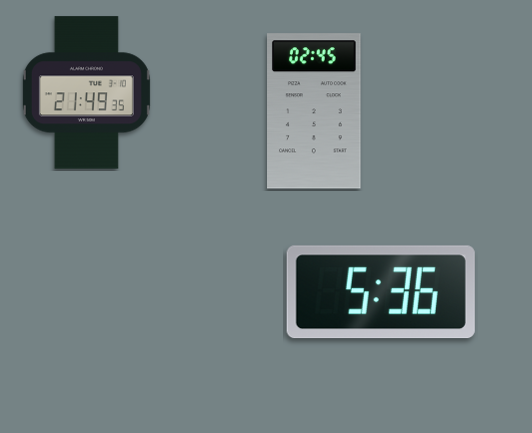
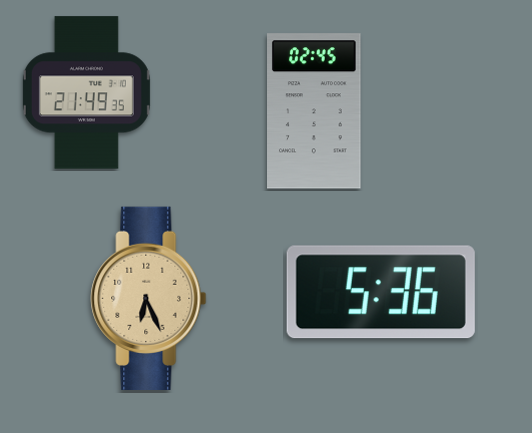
clock at (149, 298): none -> 6:26
